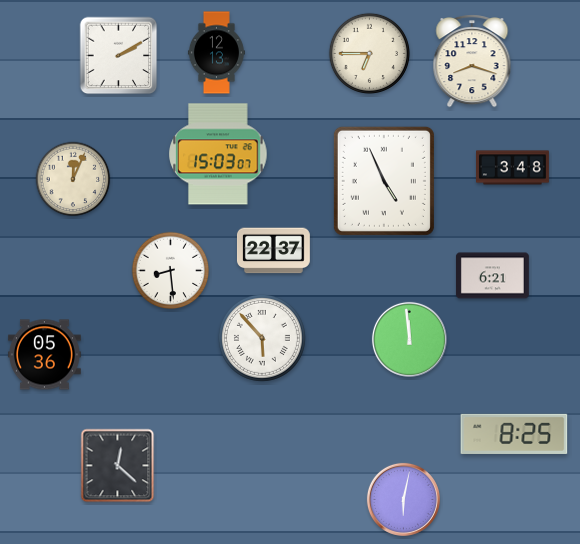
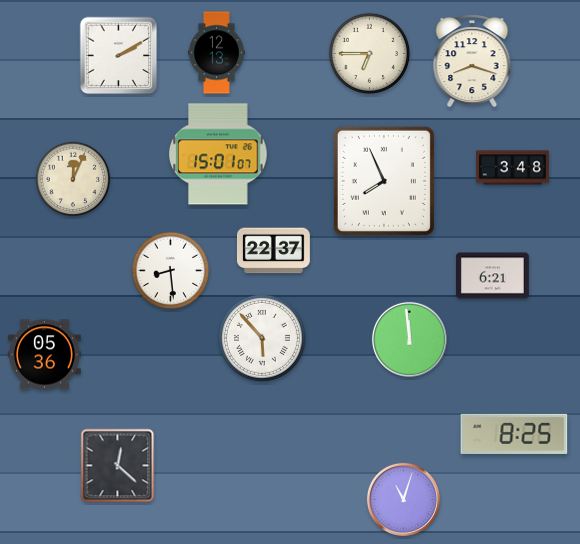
clock at (218, 154): 15:03 -> 15:01
clock at (384, 181): 4:56 -> 7:56
clock at (403, 499): 6:02 -> 11:03
